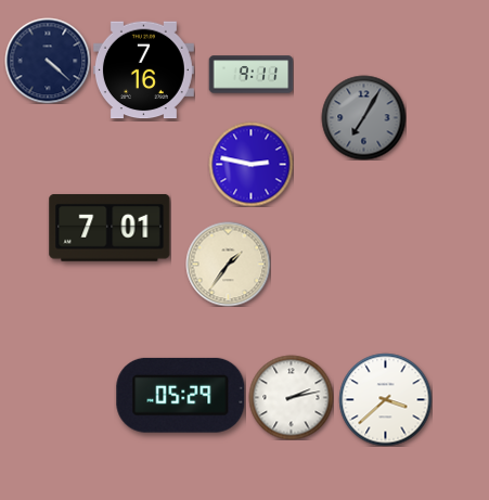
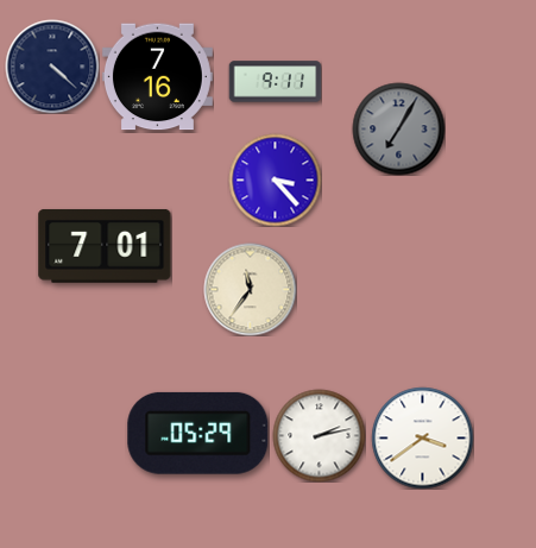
clock at (250, 164): 2:47 -> 3:23
clock at (110, 228) position: (110, 228) -> (105, 246)
clock at (228, 264): 1:36 -> 11:36
clock at (385, 399): 3:38 -> 3:39
